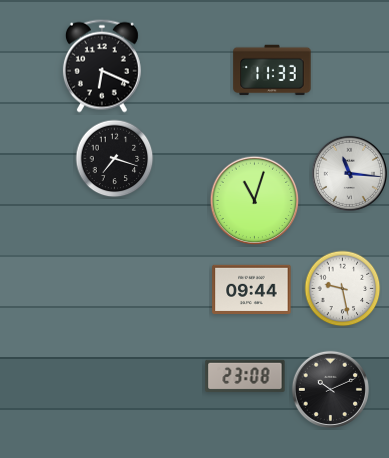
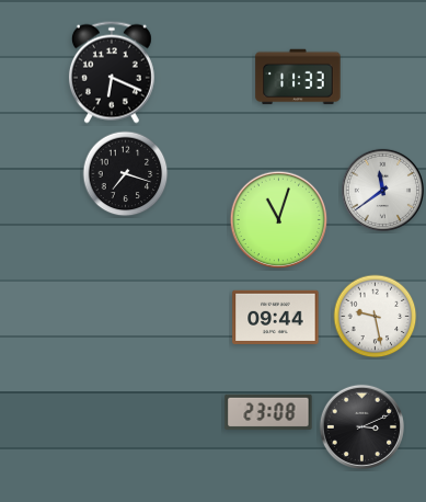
clock at (349, 173): 11:16 -> 11:39
clock at (330, 389): 10:11 -> 3:11
